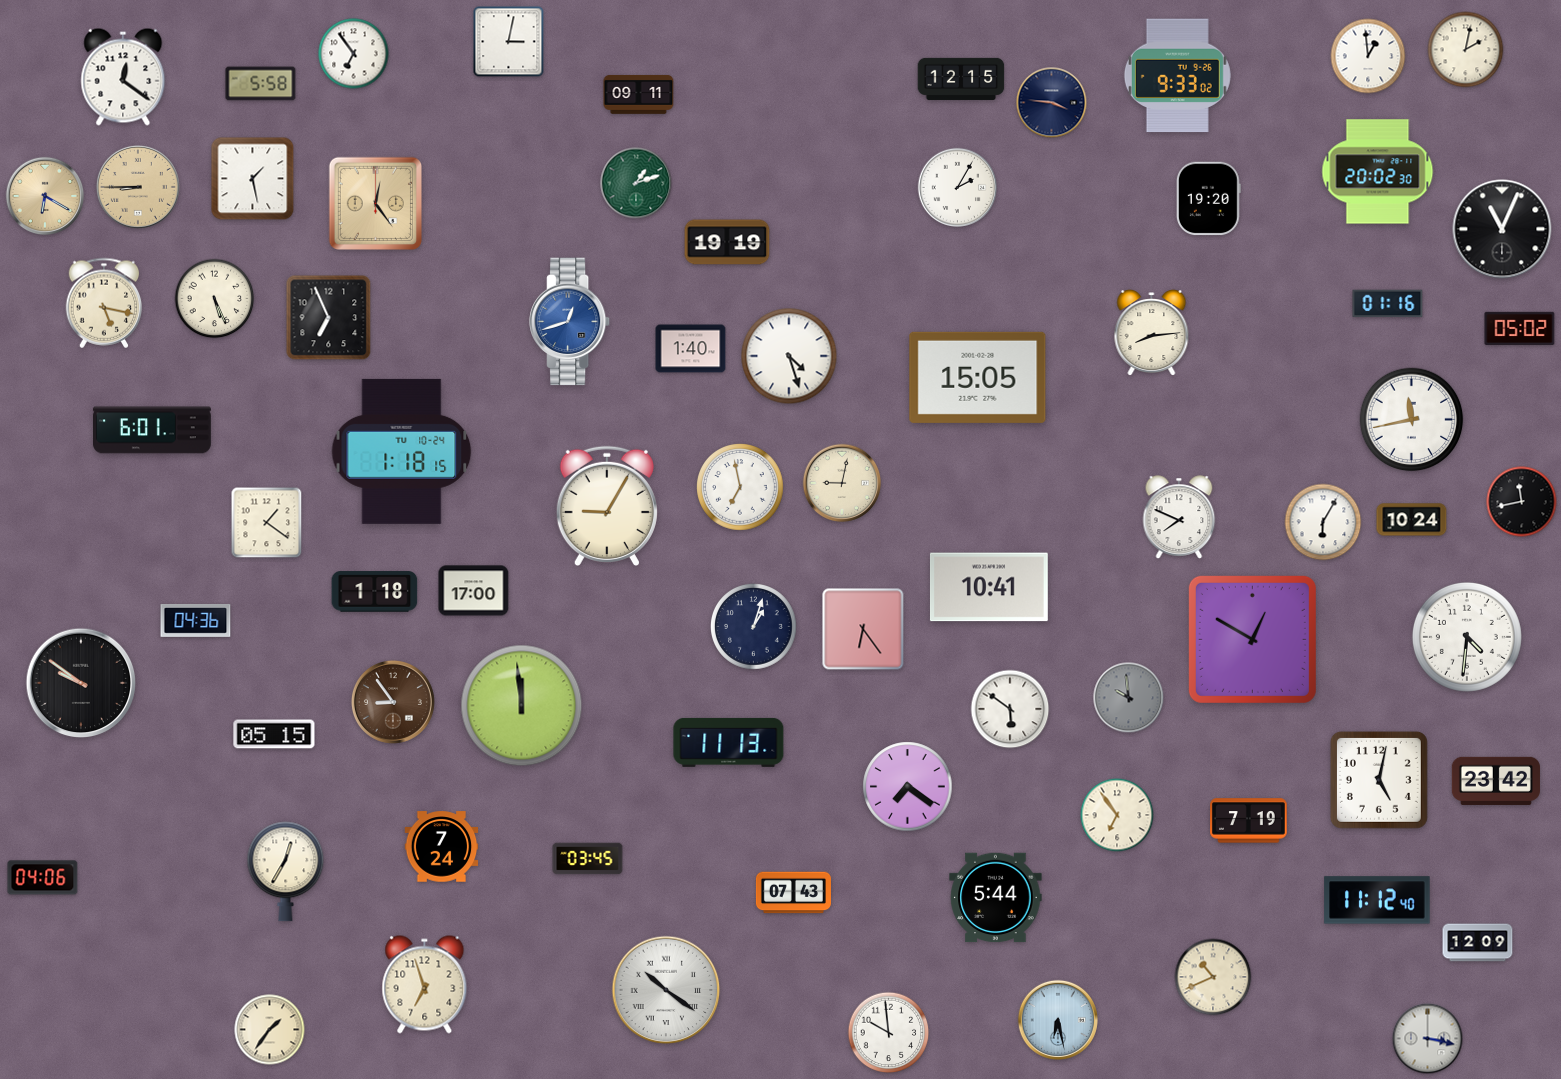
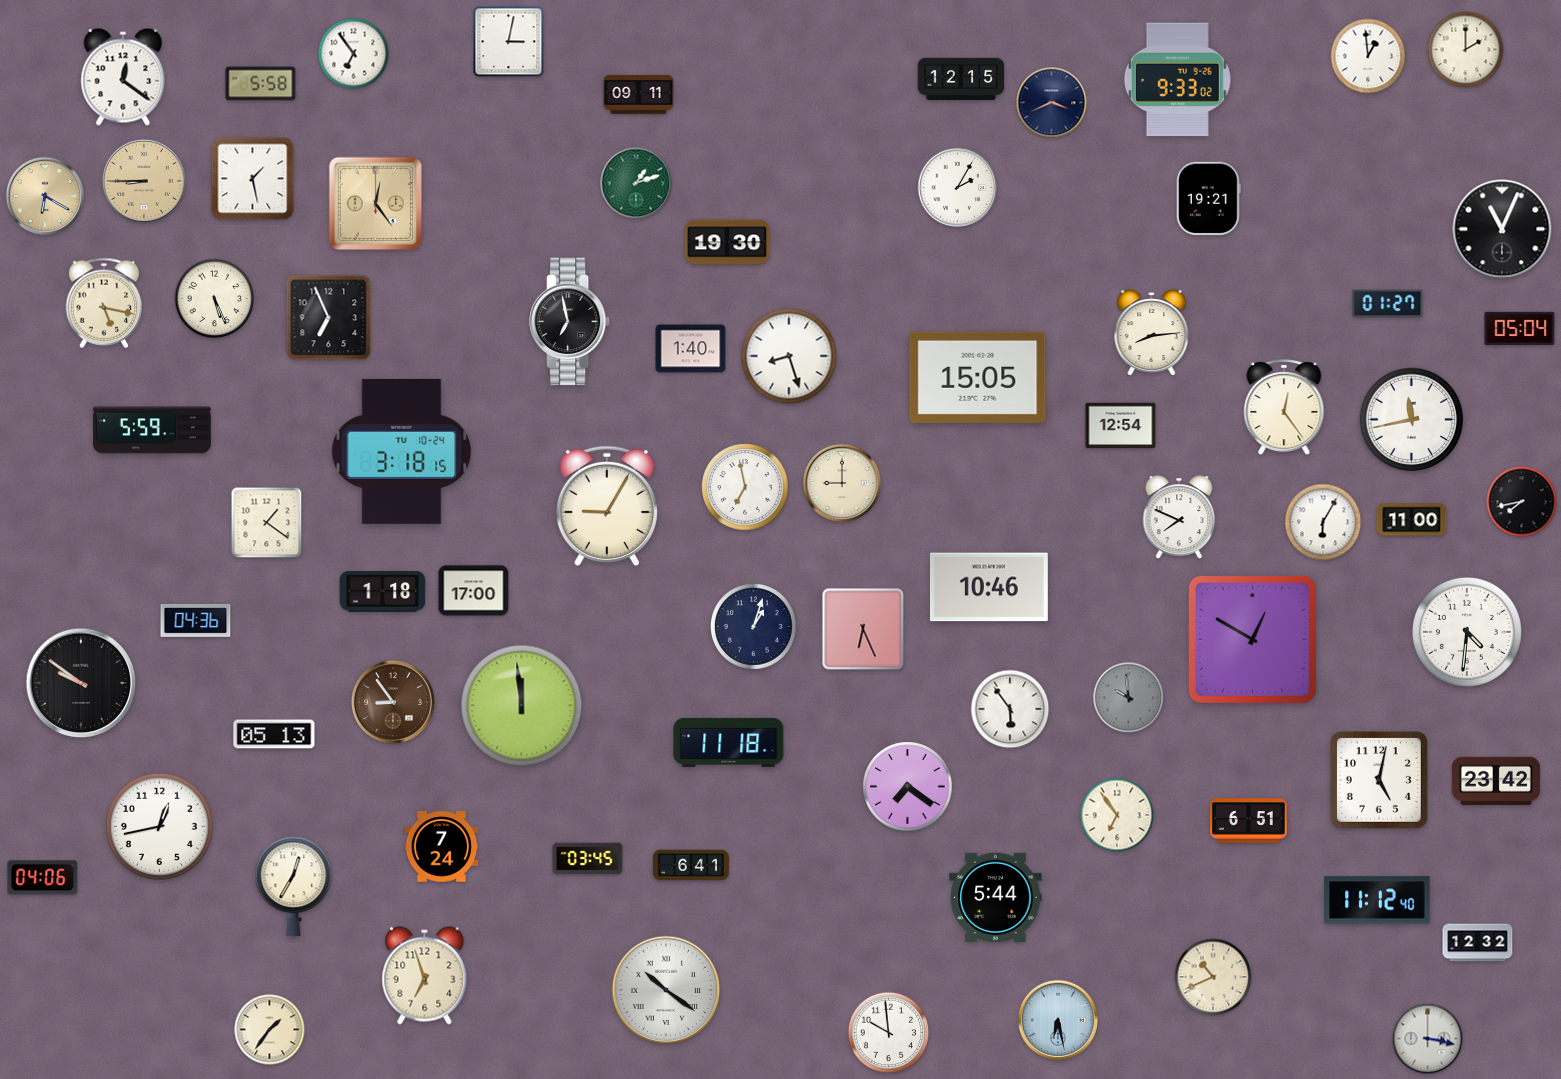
clock at (1466, 50): 2:02 -> 2:00
clock at (1177, 76) position: (1177, 76) -> (1177, 80)
clock at (1052, 103): 3:46 -> 3:41
clock at (1378, 172): 20:02 -> none
clock at (138, 187) position: (138, 187) -> (144, 181)
clock at (1208, 199): 19:20 -> 19:21
clock at (727, 242): 19:19 -> 19:30
clock at (1388, 304): 01:16 -> 01:27
clock at (571, 322): 12:42 -> 6:58
clock at (571, 322) dial: blue -> black
clock at (1520, 328): 05:02 -> 05:04
clock at (789, 356): 4:27 -> 8:27
clock at (1284, 407): none -> 12:24
clock at (1121, 426): none -> 12:54
clock at (153, 430): 6:01 -> 5:59
clock at (402, 451): 1:18 -> 3:18
clock at (842, 483): 9:02 -> 9:00
clock at (740, 487) position: (740, 487) -> (745, 487)
clock at (1522, 502): 11:43 -> 7:43
clock at (1412, 520): 10:24 -> 11:00
clock at (989, 587): 10:41 -> 10:46
clock at (375, 592) position: (375, 592) -> (383, 592)
clock at (863, 629): 6:24 -> 6:26
clock at (1467, 637) position: (1467, 637) -> (1467, 632)
clock at (1010, 709): 5:51 -> 5:54
clock at (274, 734): 05:15 -> 05:13
clock at (729, 742): 11:13 -> 11:18
clock at (1249, 821): 7:19 -> 6:51
clock at (159, 826): none -> 12:43
clock at (691, 865): none -> 6:41
clock at (286, 872) position: (286, 872) -> (294, 887)
clock at (793, 893): 07:43 -> none
clock at (1478, 943): 12:09 -> 12:32
clock at (425, 985) position: (425, 985) -> (425, 976)
